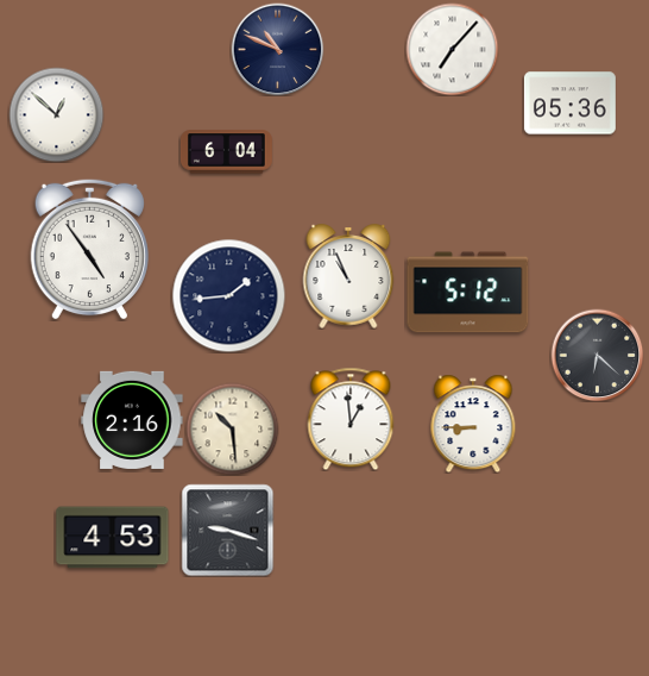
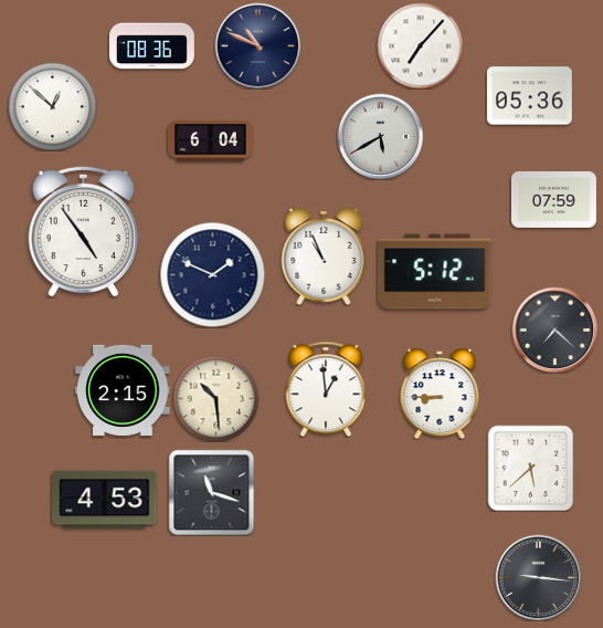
clock at (151, 46): none -> 08:36
clock at (380, 136): none -> 5:40
clock at (553, 199): none -> 07:59
clock at (228, 295): 1:44 -> 1:49
clock at (597, 355): 6:22 -> 7:22
clock at (132, 420): 2:16 -> 2:15
clock at (530, 468): none -> 5:38
clock at (227, 530): 9:18 -> 11:18
clock at (538, 577): none -> 9:16
